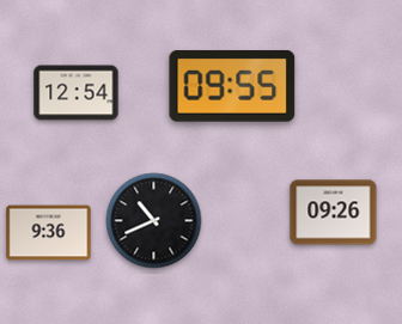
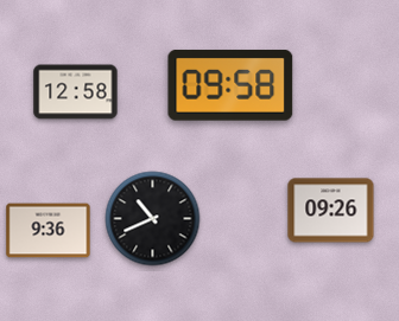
clock at (232, 86): 09:55 -> 09:58
clock at (77, 93): 12:54 -> 12:58
